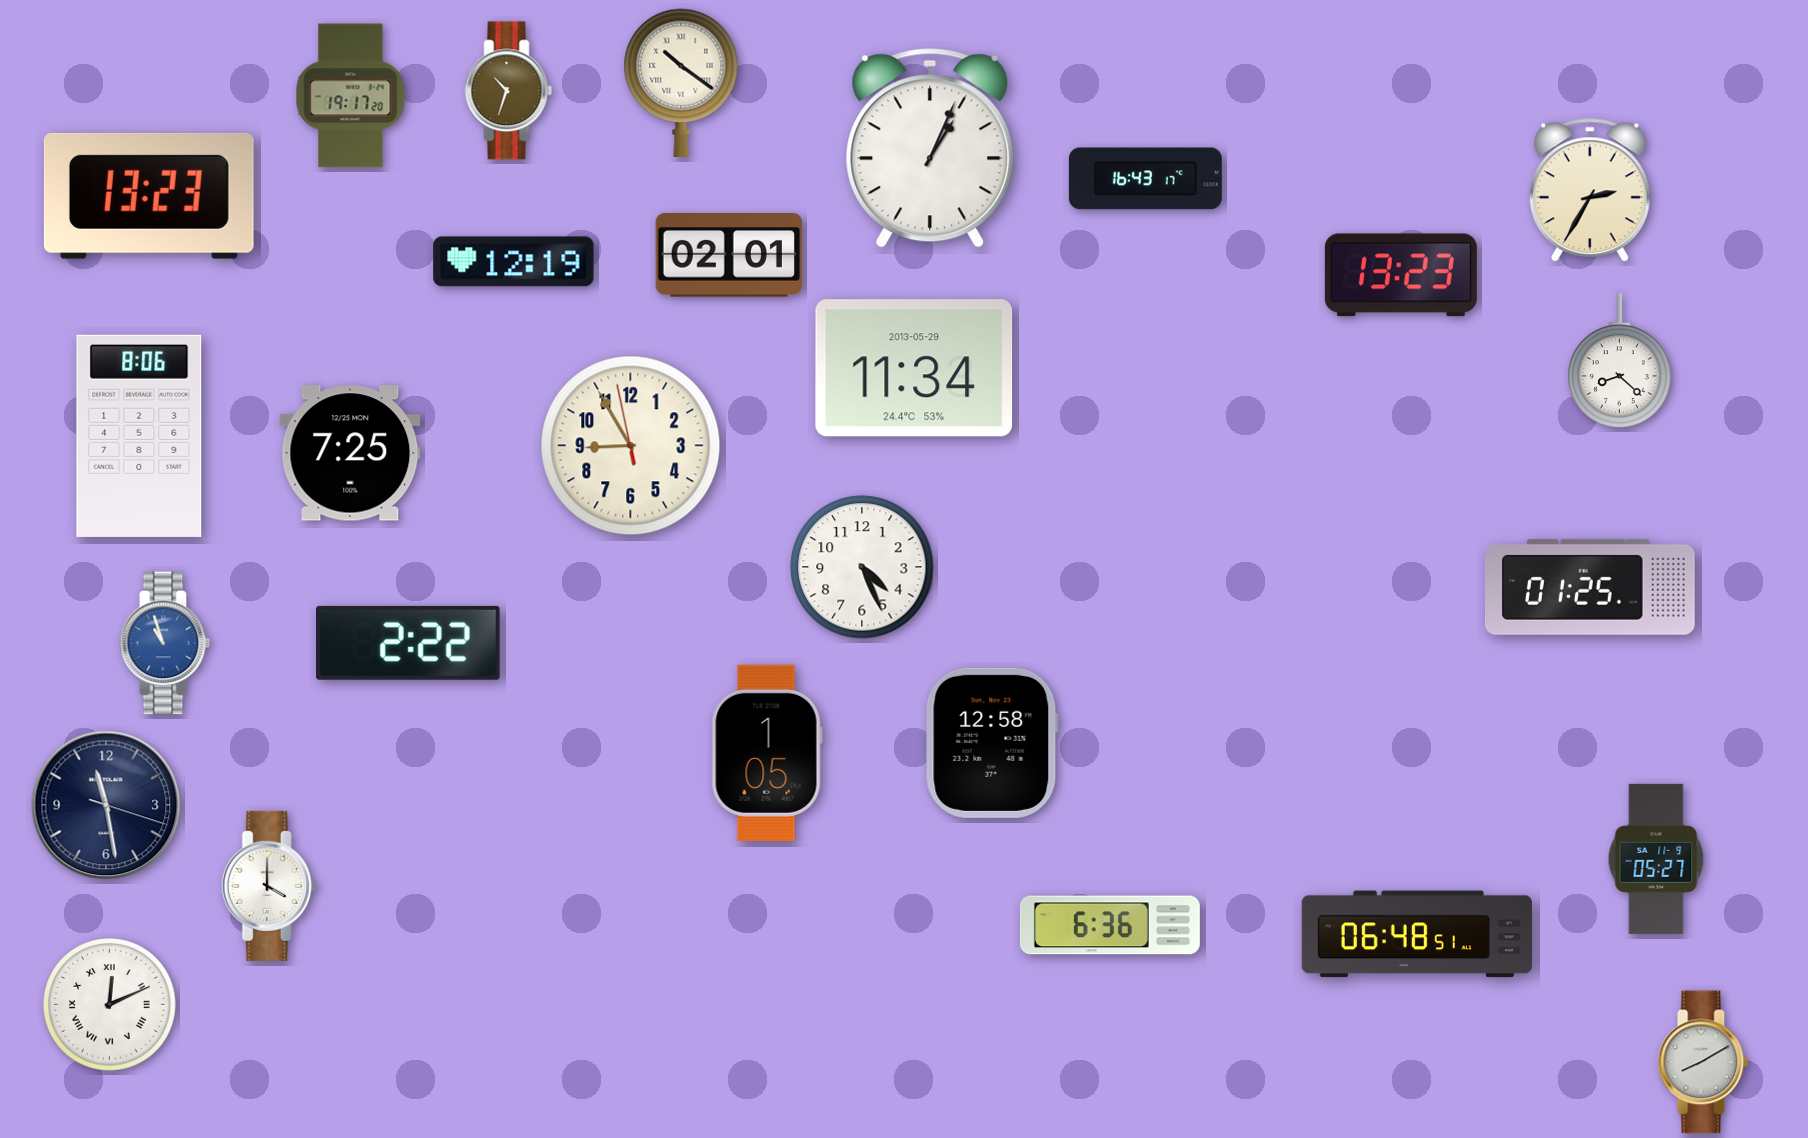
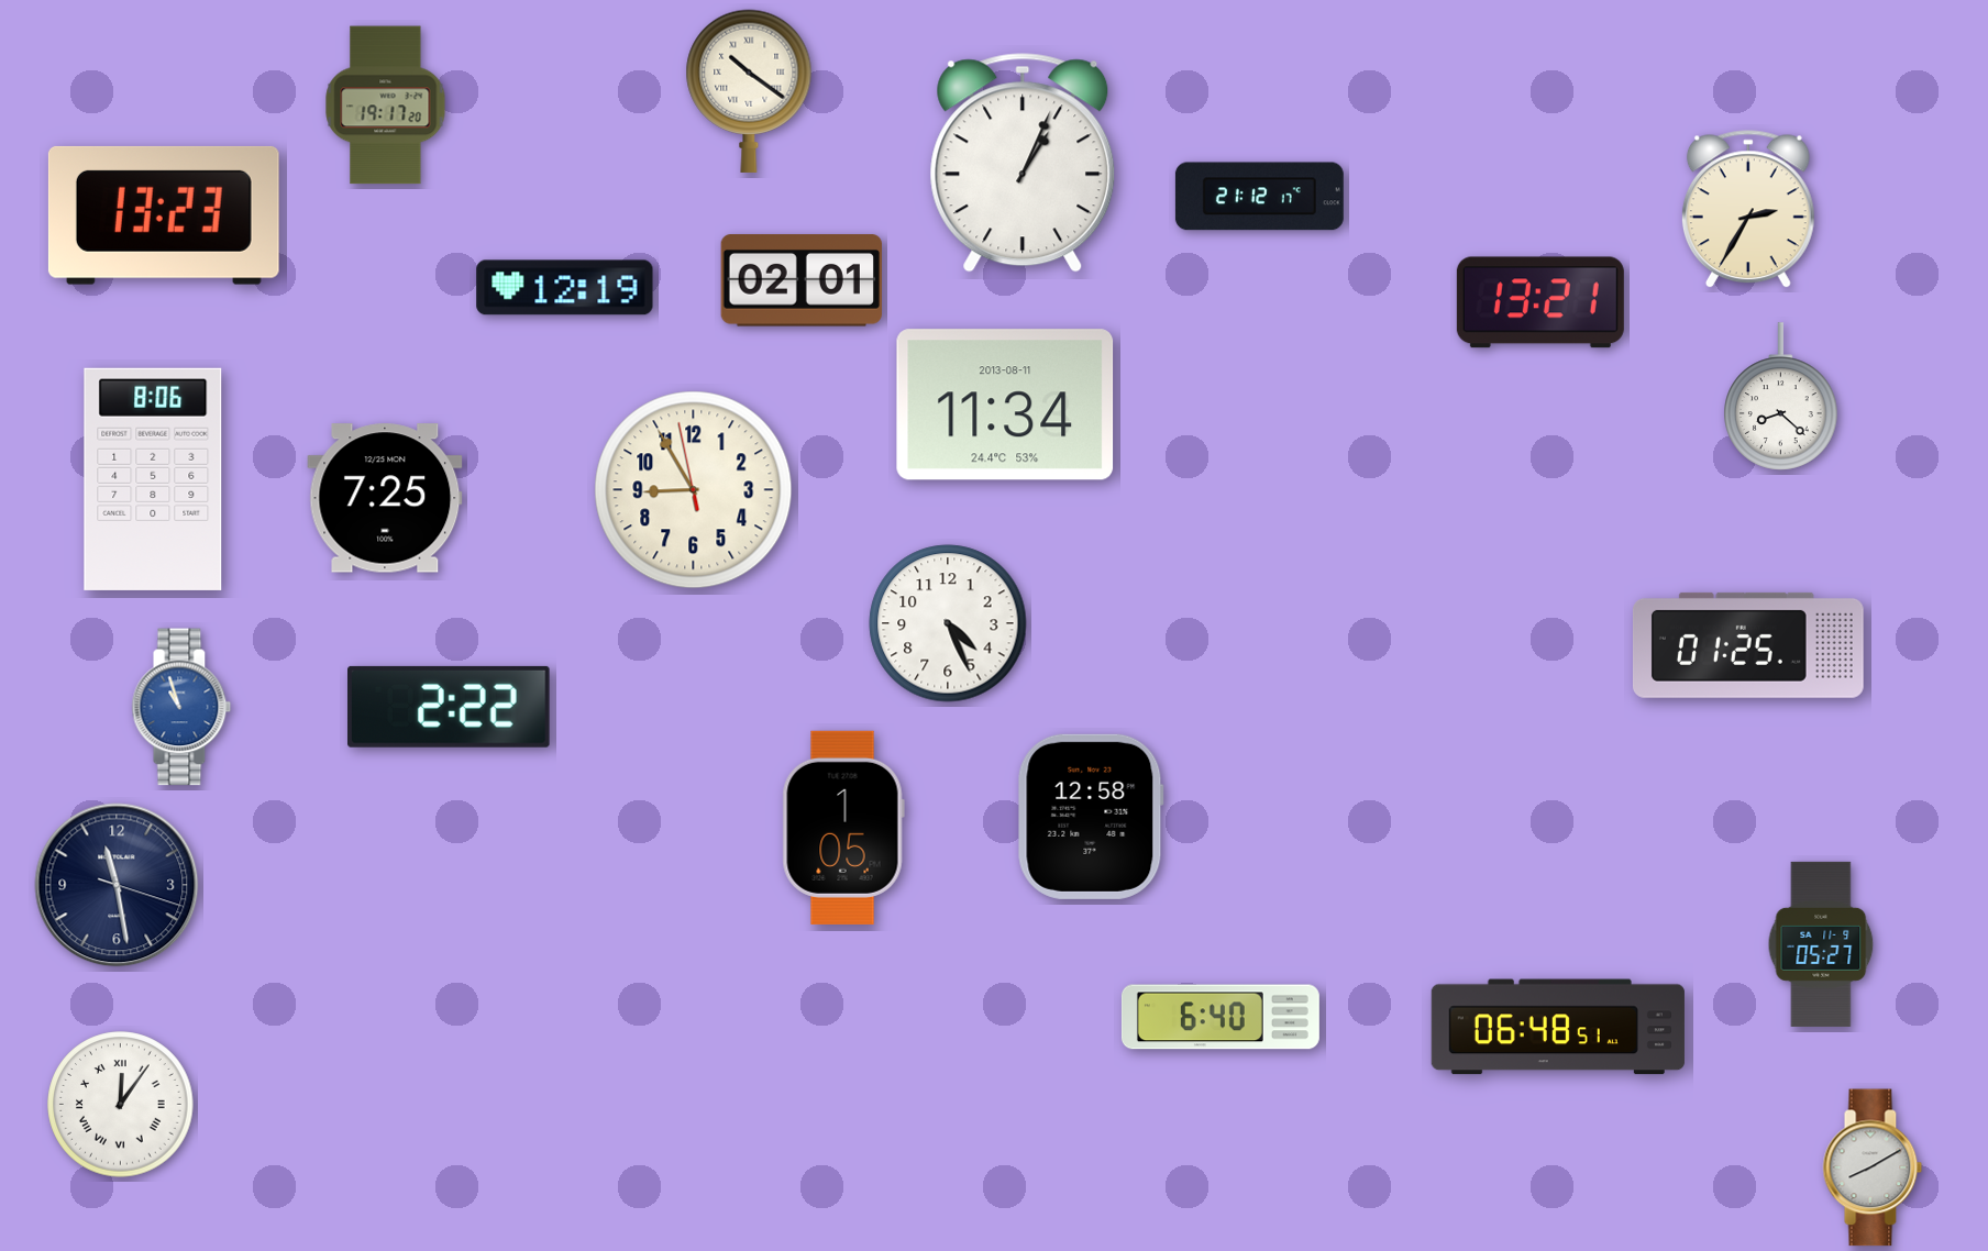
clock at (509, 91): 10:33 -> none
clock at (1145, 179): 16:43 -> 21:12
clock at (1401, 275): 13:23 -> 13:21
clock at (914, 368) date: 2013-05-29 -> 2013-08-11
clock at (269, 886): 4:00 -> none
clock at (1110, 925): 6:36 -> 6:40
clock at (110, 1005): 12:11 -> 12:06
